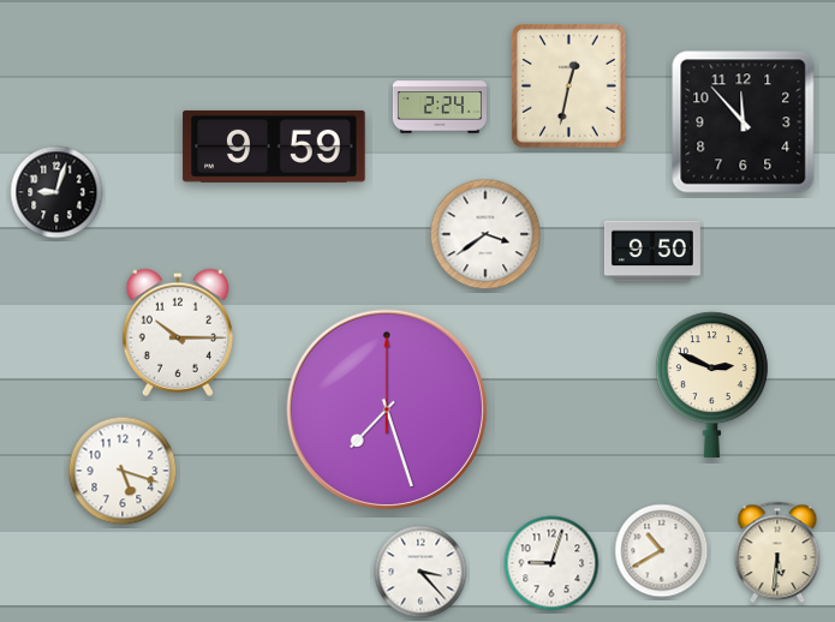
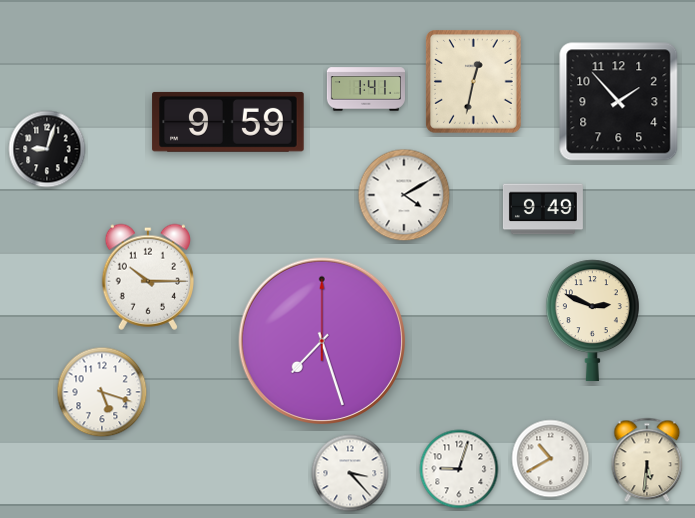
clock at (569, 86) position: (569, 86) -> (474, 82)
clock at (439, 107): 2:24 -> 1:41
clock at (744, 122): 11:53 -> 1:53
clock at (56, 192) position: (56, 192) -> (47, 149)
clock at (485, 234): 3:39 -> 4:10
clock at (652, 251): 9:50 -> 9:49
clock at (421, 572) position: (421, 572) -> (350, 473)
